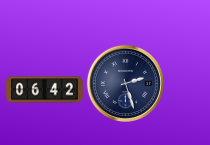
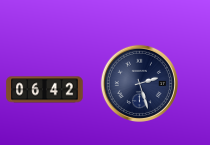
clock at (125, 83) position: (125, 83) -> (139, 83)
